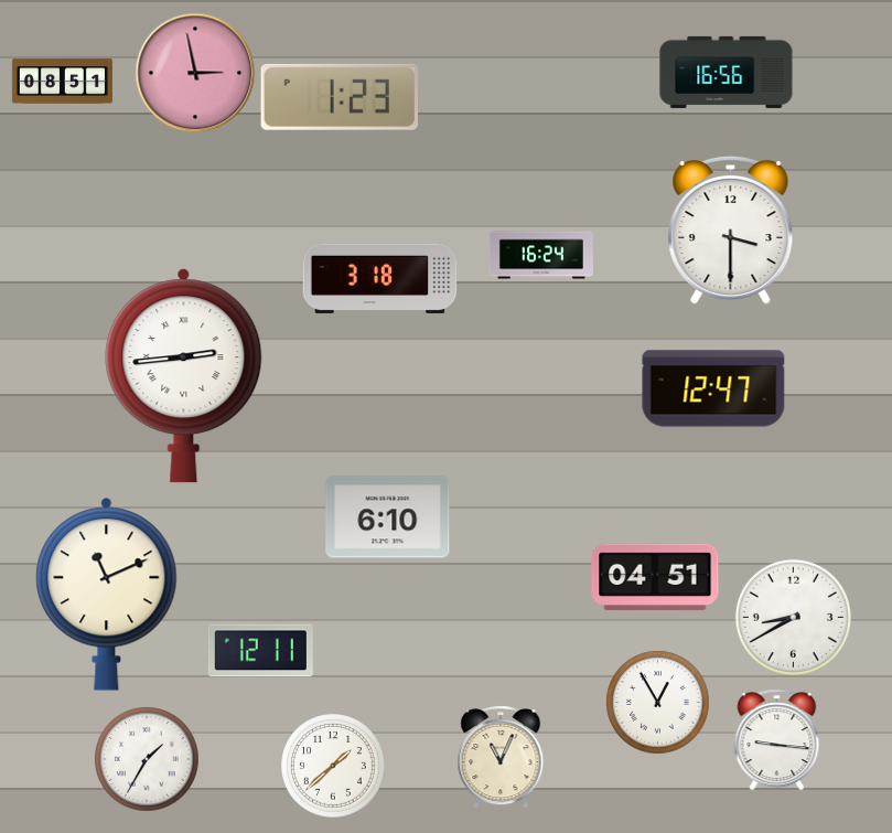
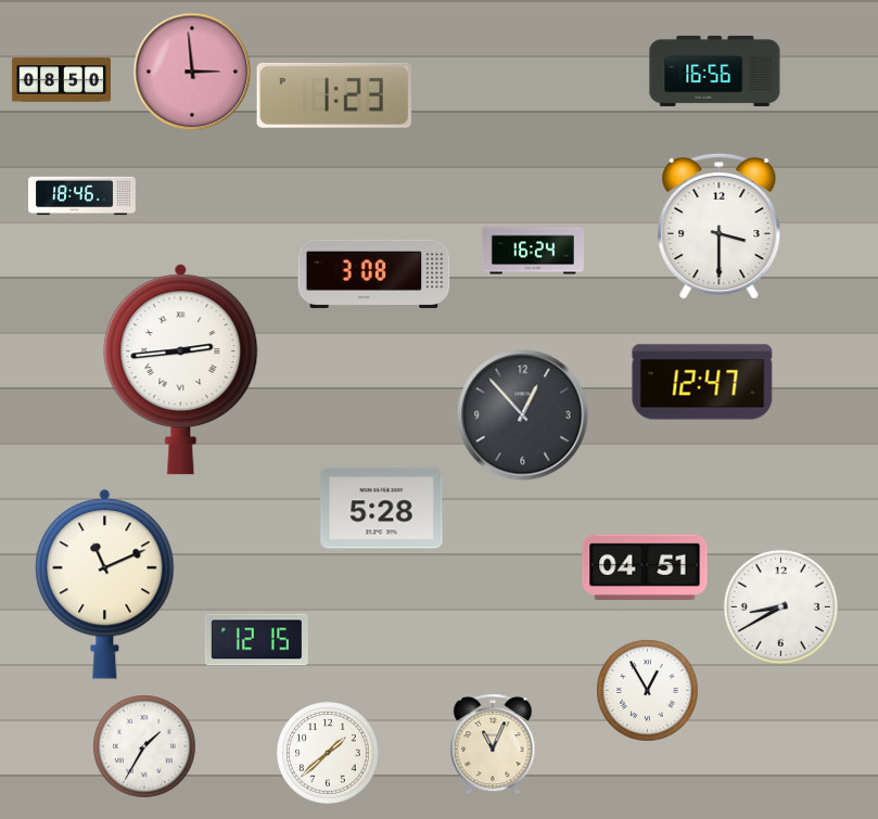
clock at (195, 73): 2:58 -> 2:59
clock at (62, 82): 08:51 -> 08:50
clock at (82, 196): none -> 18:46
clock at (380, 278): 3:18 -> 3:08
clock at (523, 415): none -> 12:53
clock at (388, 517): 6:10 -> 5:28
clock at (260, 651): 12:11 -> 12:15
clock at (777, 739): 9:16 -> none
